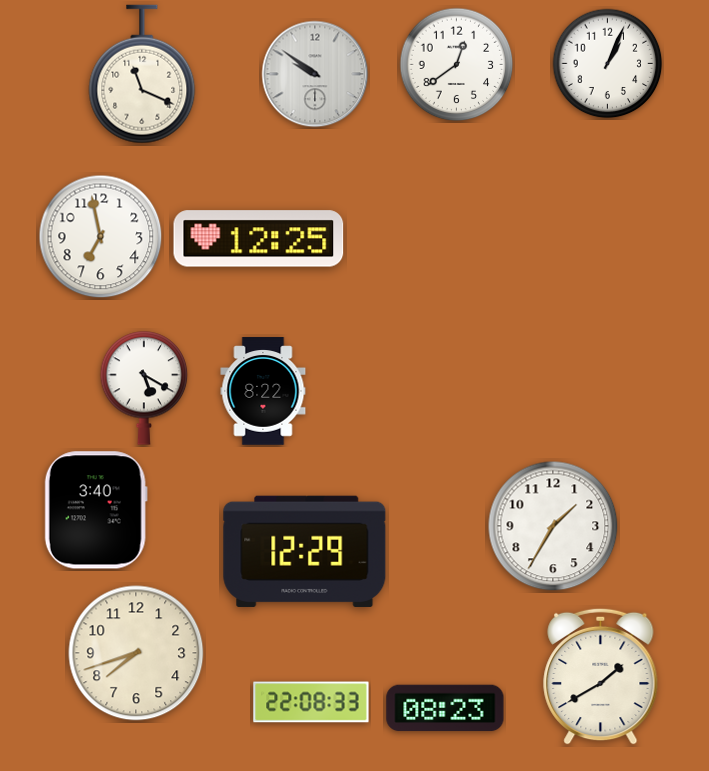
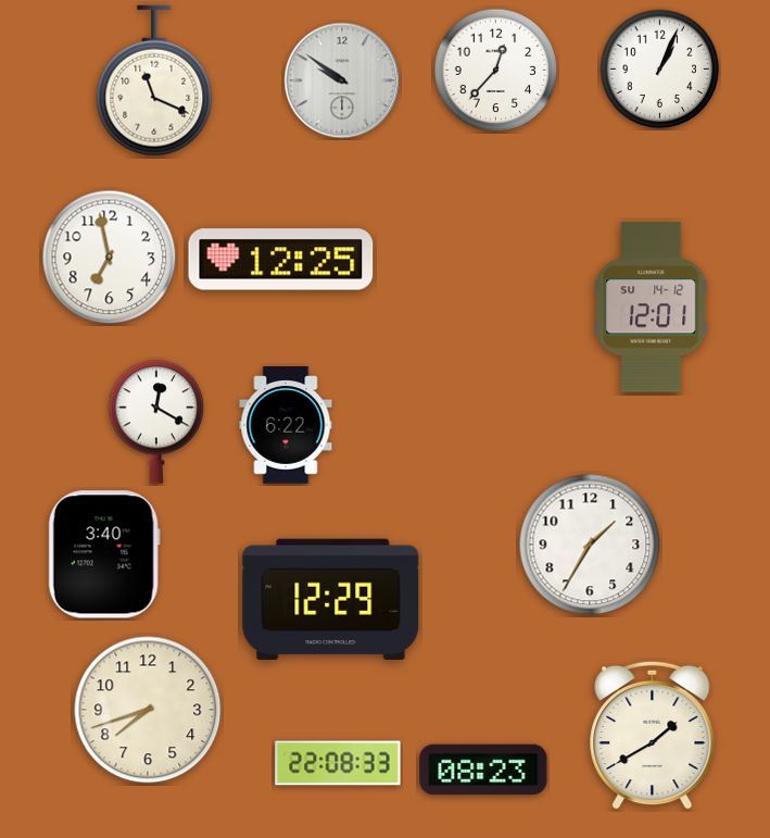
clock at (457, 65): 12:39 -> 12:37
clock at (652, 308): none -> 12:01
clock at (144, 388): 5:20 -> 12:20
clock at (263, 391): 8:22 -> 6:22
clock at (553, 526) position: (553, 526) -> (590, 545)
